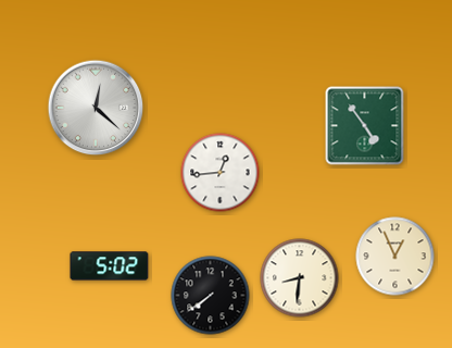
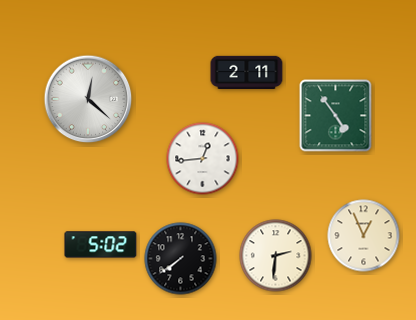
clock at (247, 73): none -> 2:11
clock at (300, 278): 8:31 -> 2:31
clock at (211, 296) position: (211, 296) -> (181, 259)
